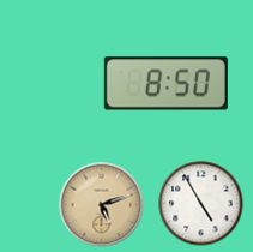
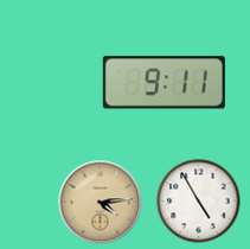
clock at (165, 84): 8:50 -> 9:11
clock at (102, 205): 5:12 -> 4:14
